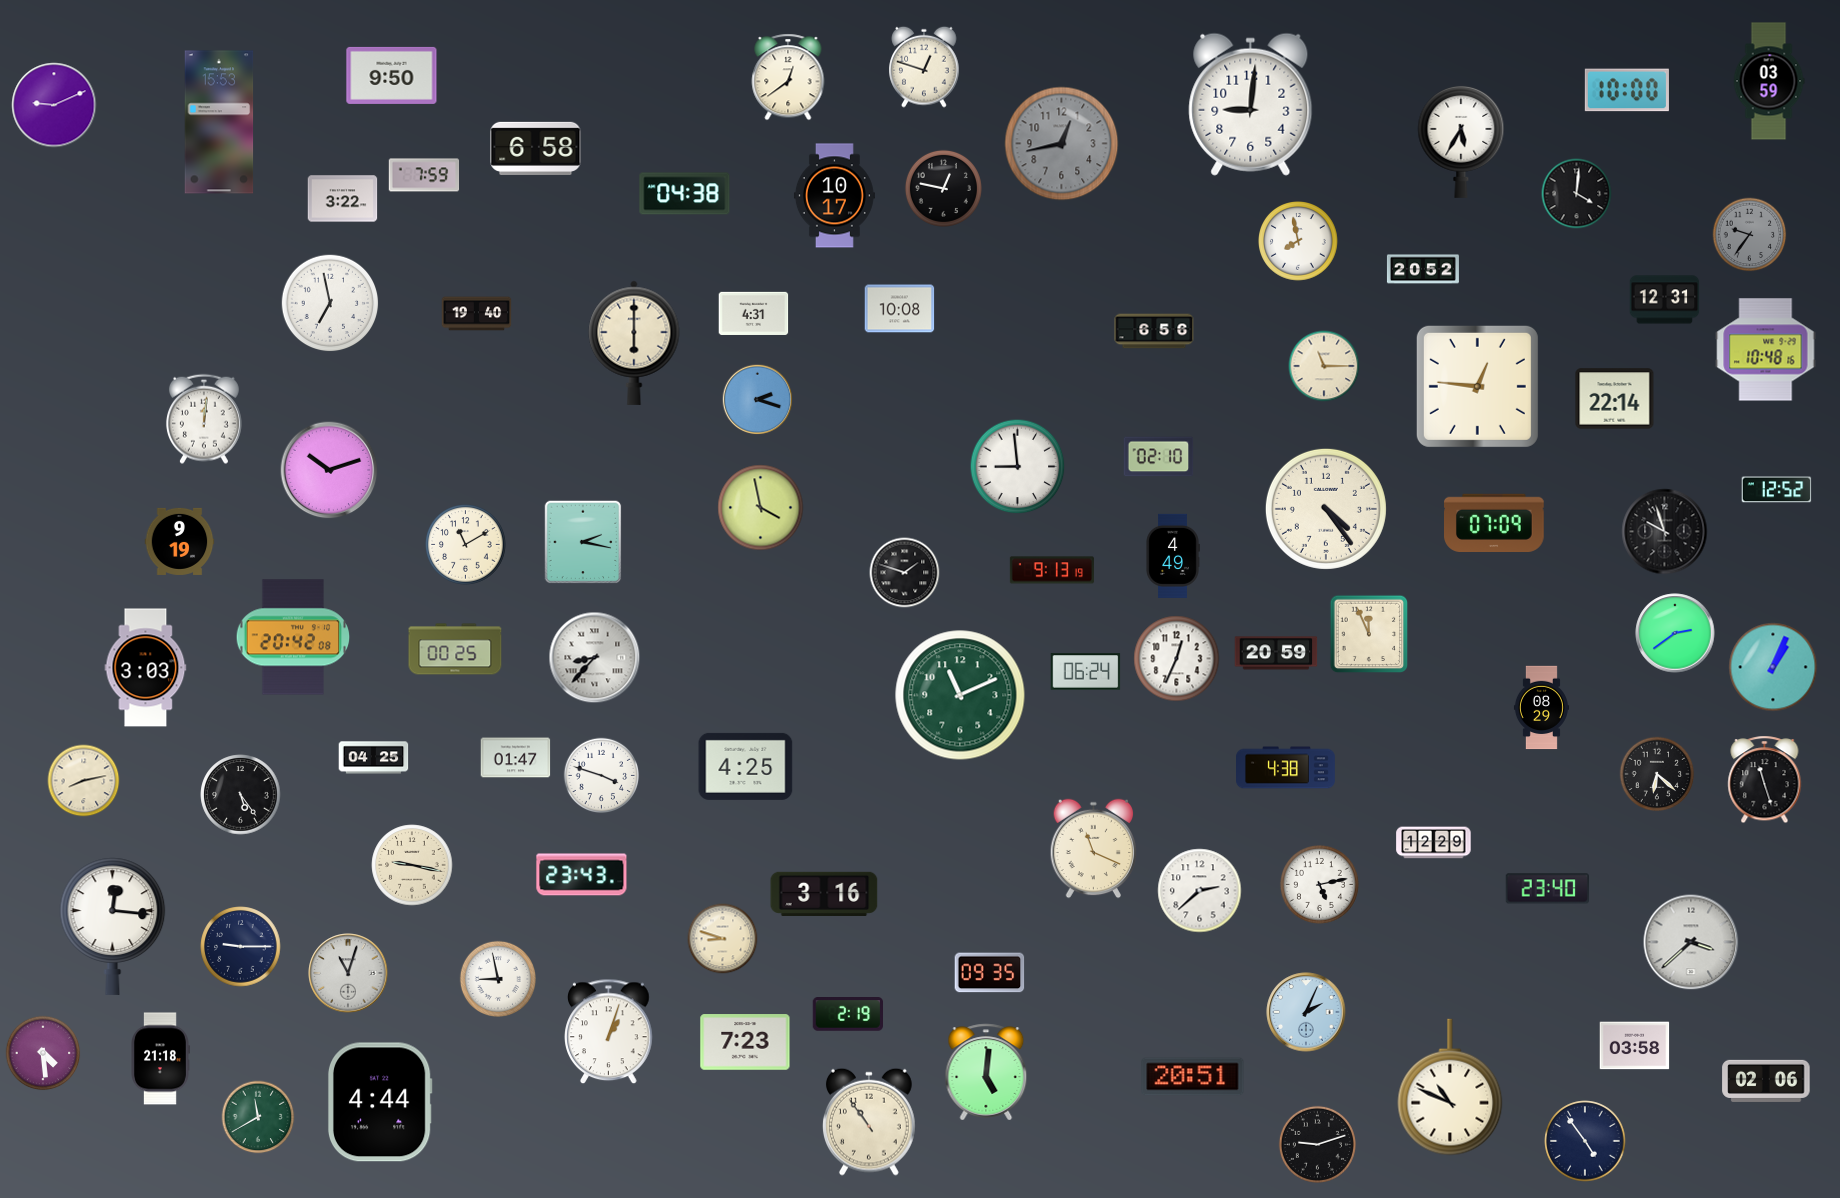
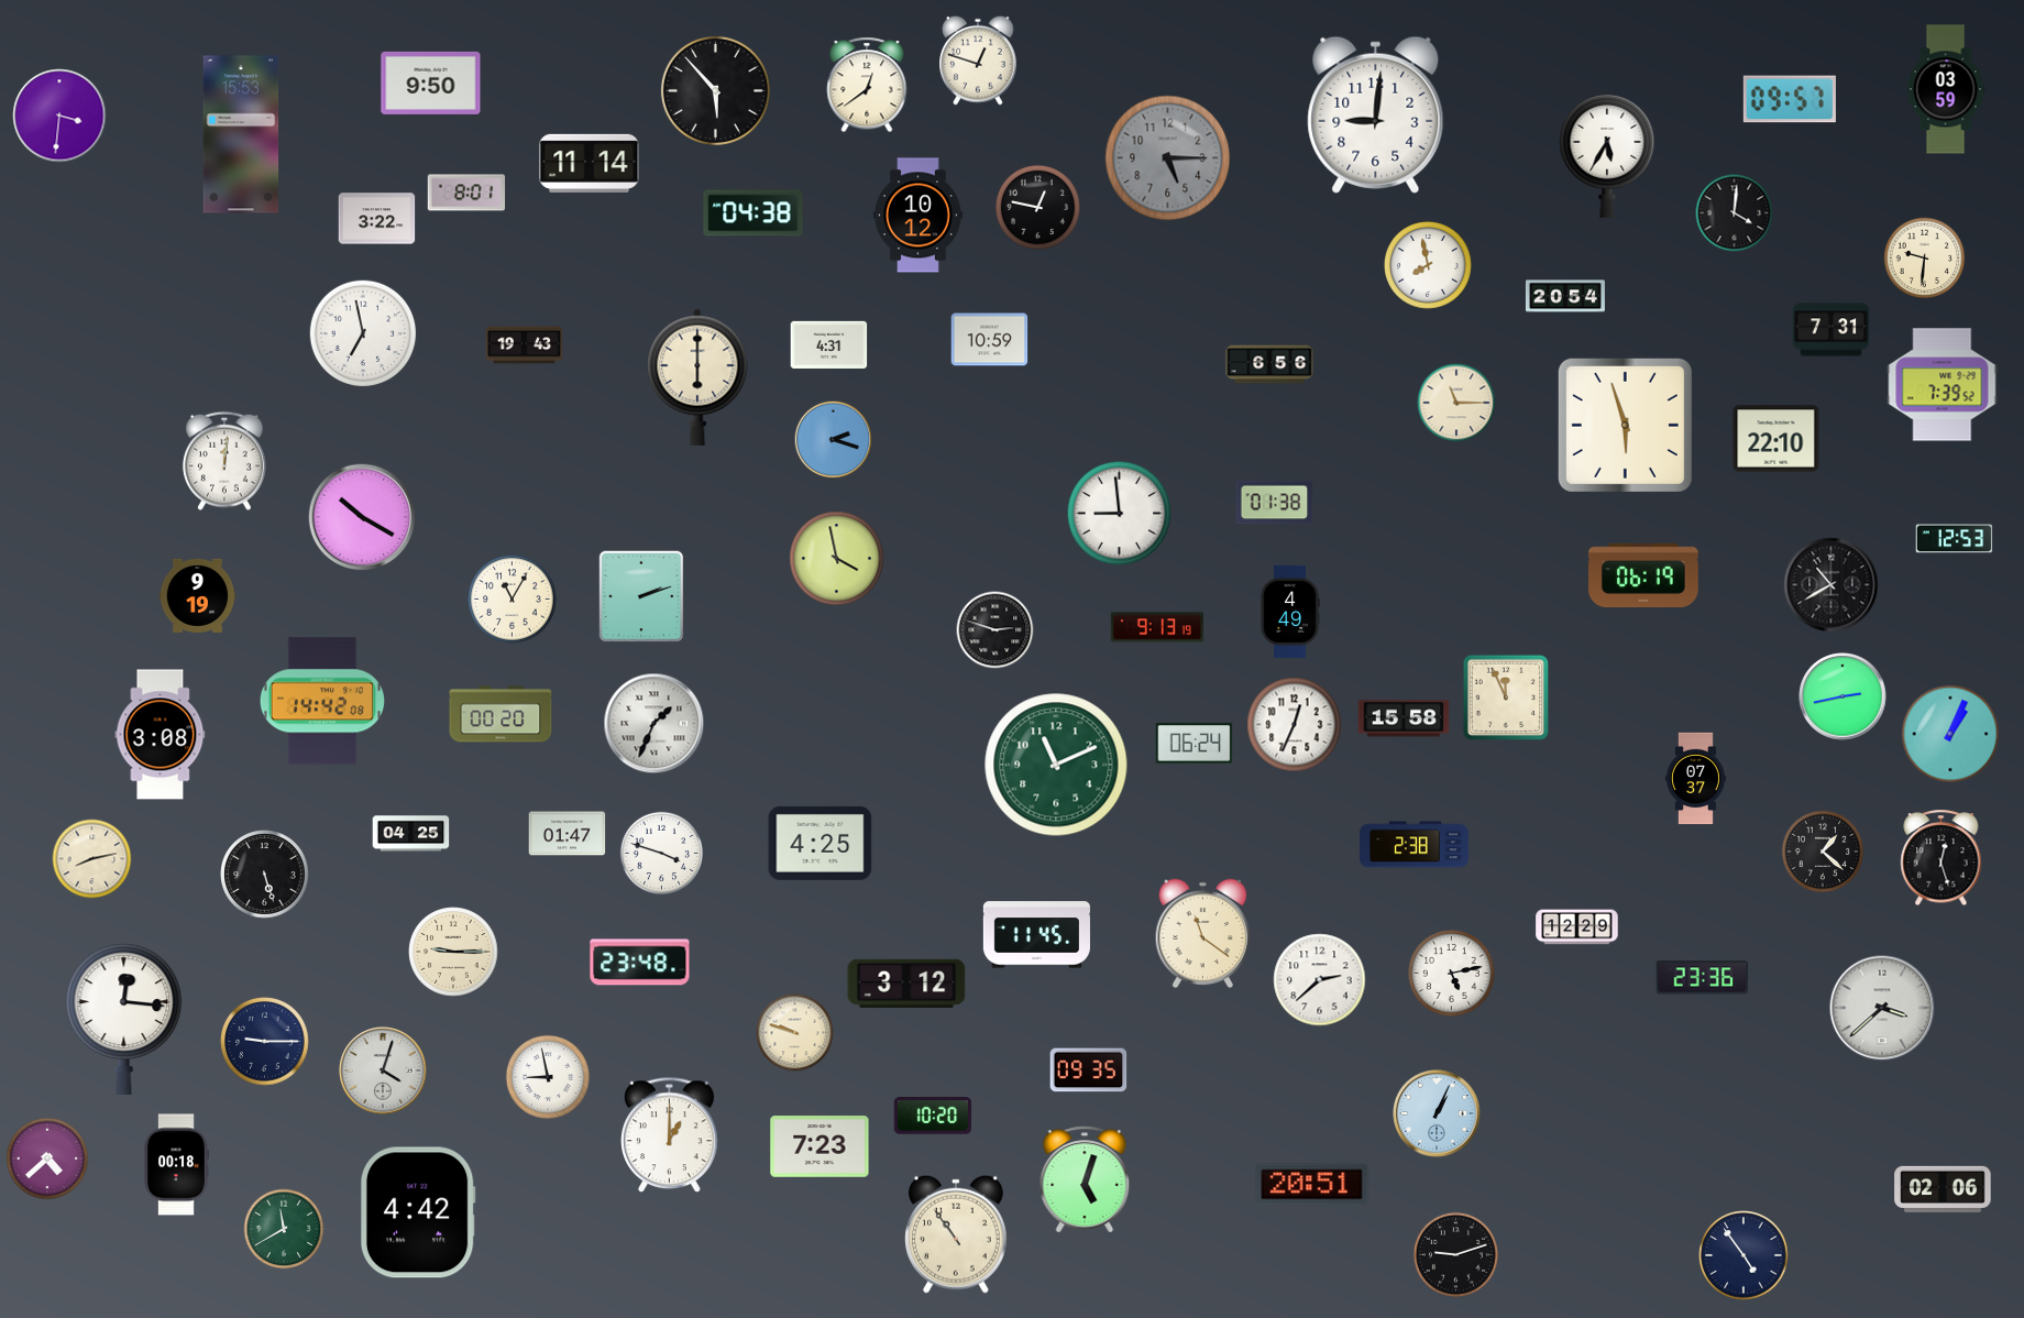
clock at (924, 67) position: (924, 67) -> (978, 61)
clock at (715, 90): none -> 5:53
clock at (1627, 90): 10:00 -> 09:57
clock at (54, 105): 9:11 -> 3:31
clock at (1062, 144): 12:43 -> 5:15
clock at (536, 148): 6:58 -> 11:14
clock at (424, 175): 7:59 -> 8:01
clock at (834, 196): 10:17 -> 10:12
clock at (1750, 235): 9:36 -> 9:31
clock at (1750, 235) dial: grey -> cream
clock at (1423, 269): 20:52 -> 20:54
clock at (1665, 300): 12:31 -> 7:31
clock at (900, 309): 10:08 -> 10:59
clock at (477, 314): 19:40 -> 19:43
clock at (1766, 350): 10:48 -> 7:39
clock at (1477, 386): 12:46 -> 5:57
clock at (1615, 399): 22:14 -> 22:10
clock at (1159, 457): 02:10 -> 01:38
clock at (329, 470): 10:12 -> 10:20
clock at (1777, 490): 12:52 -> 12:53
clock at (1326, 509): 4:24 -> none
clock at (1495, 522): 07:09 -> 06:19
clock at (1665, 532): 9:57 -> 10:40
clock at (583, 542): 2:17 -> 2:12
clock at (466, 545): 11:10 -> 11:05
clock at (905, 573): 1:48 -> 2:48
clock at (1675, 633): 2:39 -> 2:43
clock at (293, 637): 20:42 -> 14:42
clock at (455, 649): 00:25 -> 00:20
clock at (1276, 653): 20:59 -> 15:58
clock at (595, 658): 8:37 -> 1:34
clock at (146, 668): 3:03 -> 3:08
clock at (1086, 672) position: (1086, 672) -> (1195, 744)
clock at (1541, 708): 08:29 -> 07:37
clock at (1286, 768): 4:38 -> 2:38
clock at (1657, 774): 6:22 -> 1:22
clock at (1765, 780): 11:27 -> 12:27
clock at (241, 795): 5:24 -> 5:27
clock at (1094, 849): 11:19 -> 11:21
clock at (1036, 935): none -> 11:45
clock at (412, 865): 9:17 -> 9:15
clock at (582, 875): 23:43 -> 23:48
clock at (1547, 889): 23:40 -> 23:36
clock at (824, 894): 3:16 -> 3:12
clock at (723, 939): 8:48 -> 9:48
clock at (1691, 942) position: (1691, 942) -> (1882, 1008)
clock at (348, 973): 11:03 -> 4:03
clock at (1306, 1012): 2:04 -> 1:04
clock at (847, 1014): 2:19 -> 10:20
clock at (609, 1032): 1:03 -> 1:00
clock at (1635, 1046): 03:58 -> none
clock at (43, 1053): 4:29 -> 4:38
clock at (161, 1059): 21:18 -> 00:18
clock at (986, 1072): 5:01 -> 5:03
clock at (1450, 1087): 10:49 -> none
clock at (380, 1102): 4:44 -> 4:42
clock at (1317, 1144) position: (1317, 1144) -> (1455, 1254)
